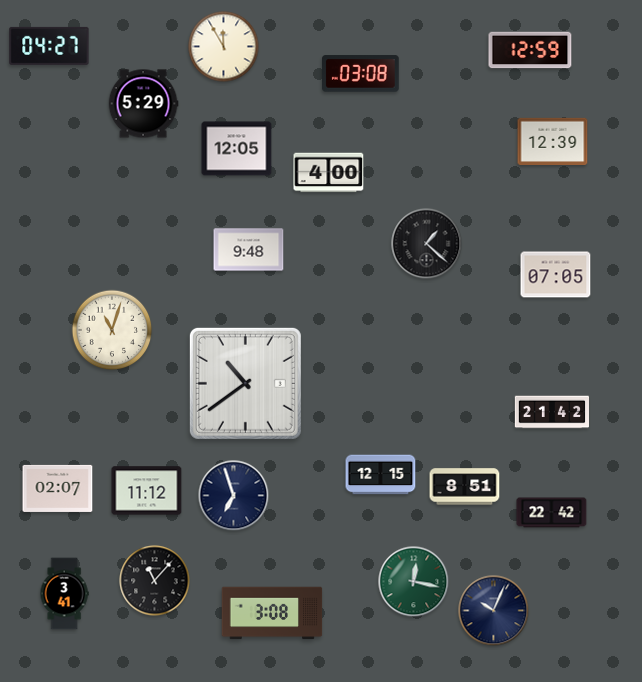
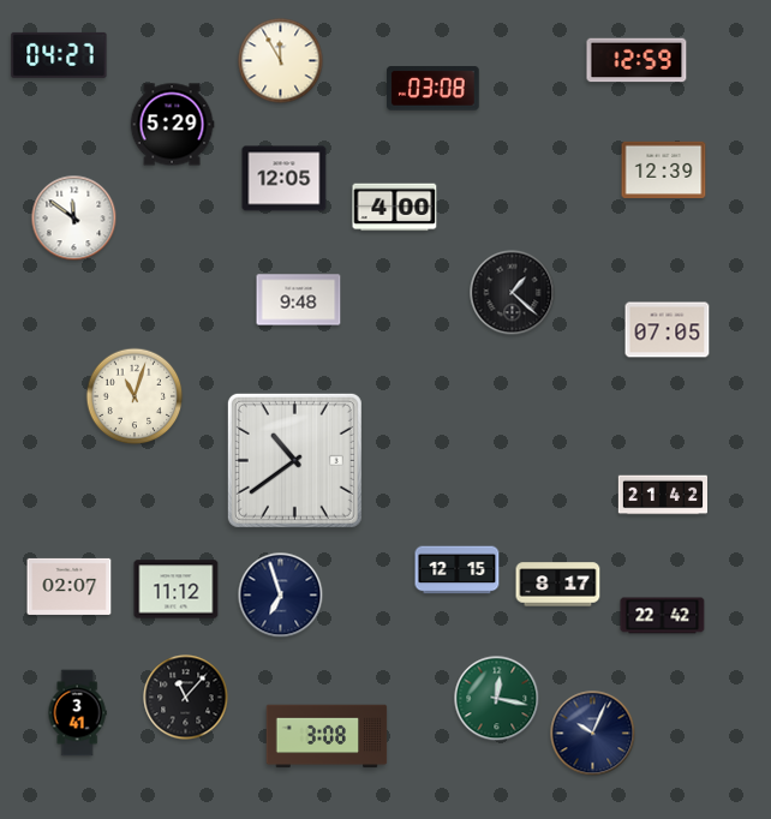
clock at (224, 47) position: (224, 47) -> (281, 61)
clock at (74, 219): none -> 11:51
clock at (465, 487): 8:51 -> 8:17
